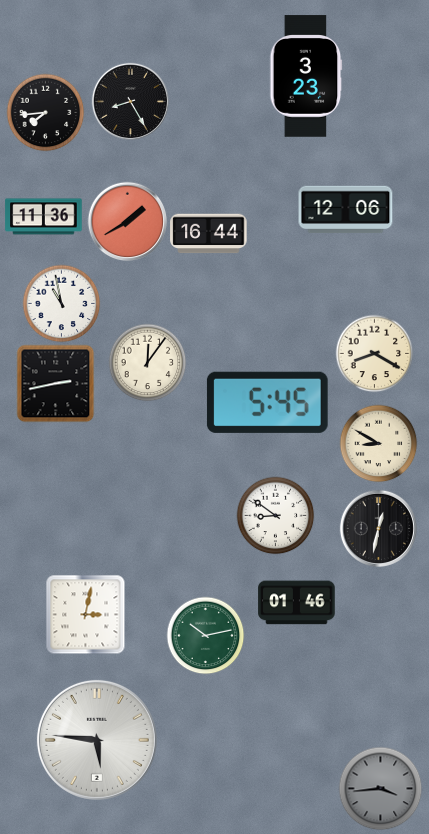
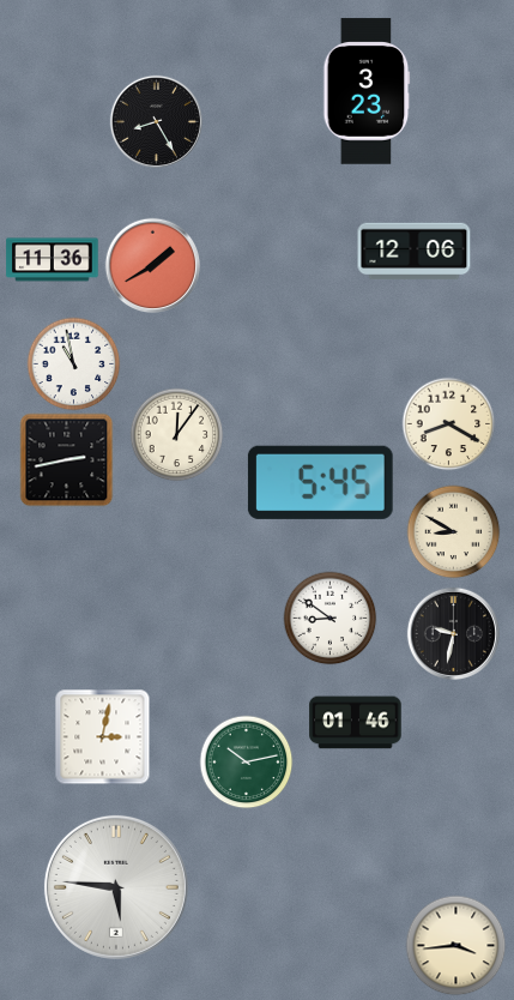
clock at (45, 112): 7:44 -> none
clock at (209, 234): 16:44 -> none
clock at (378, 528): 12:32 -> 9:32
clock at (380, 788) dial: grey -> cream
